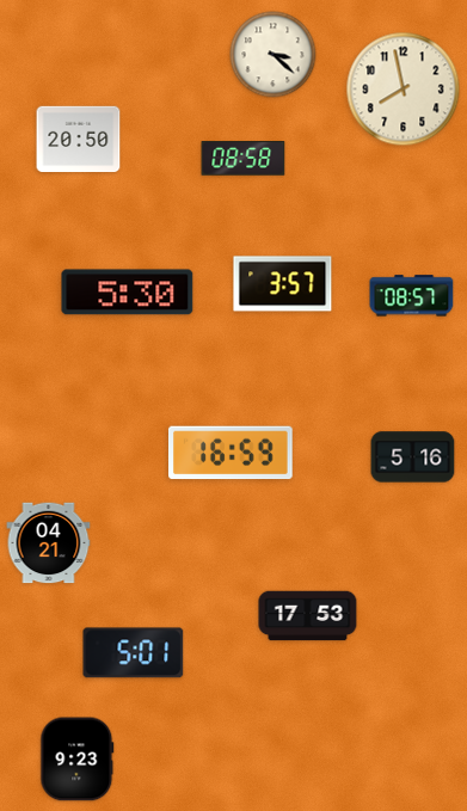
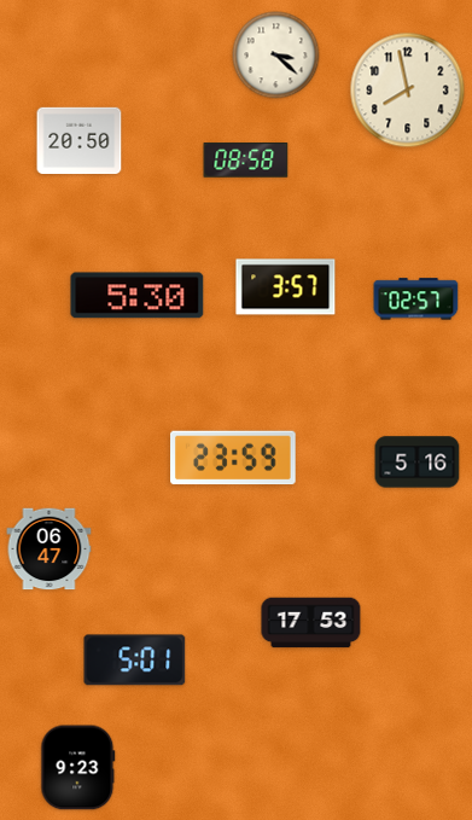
clock at (128, 293) position: (128, 293) -> (138, 296)
clock at (412, 296): 08:57 -> 02:57
clock at (232, 453): 16:59 -> 23:59
clock at (49, 543): 04:21 -> 06:47
